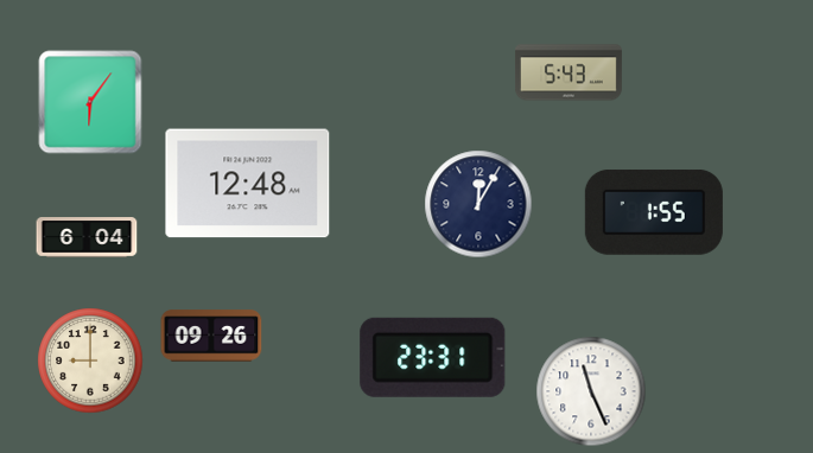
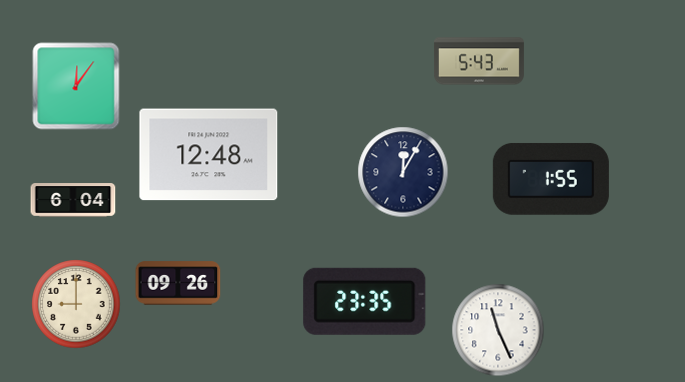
clock at (90, 102): 6:06 -> 12:06
clock at (433, 357): 23:31 -> 23:35
